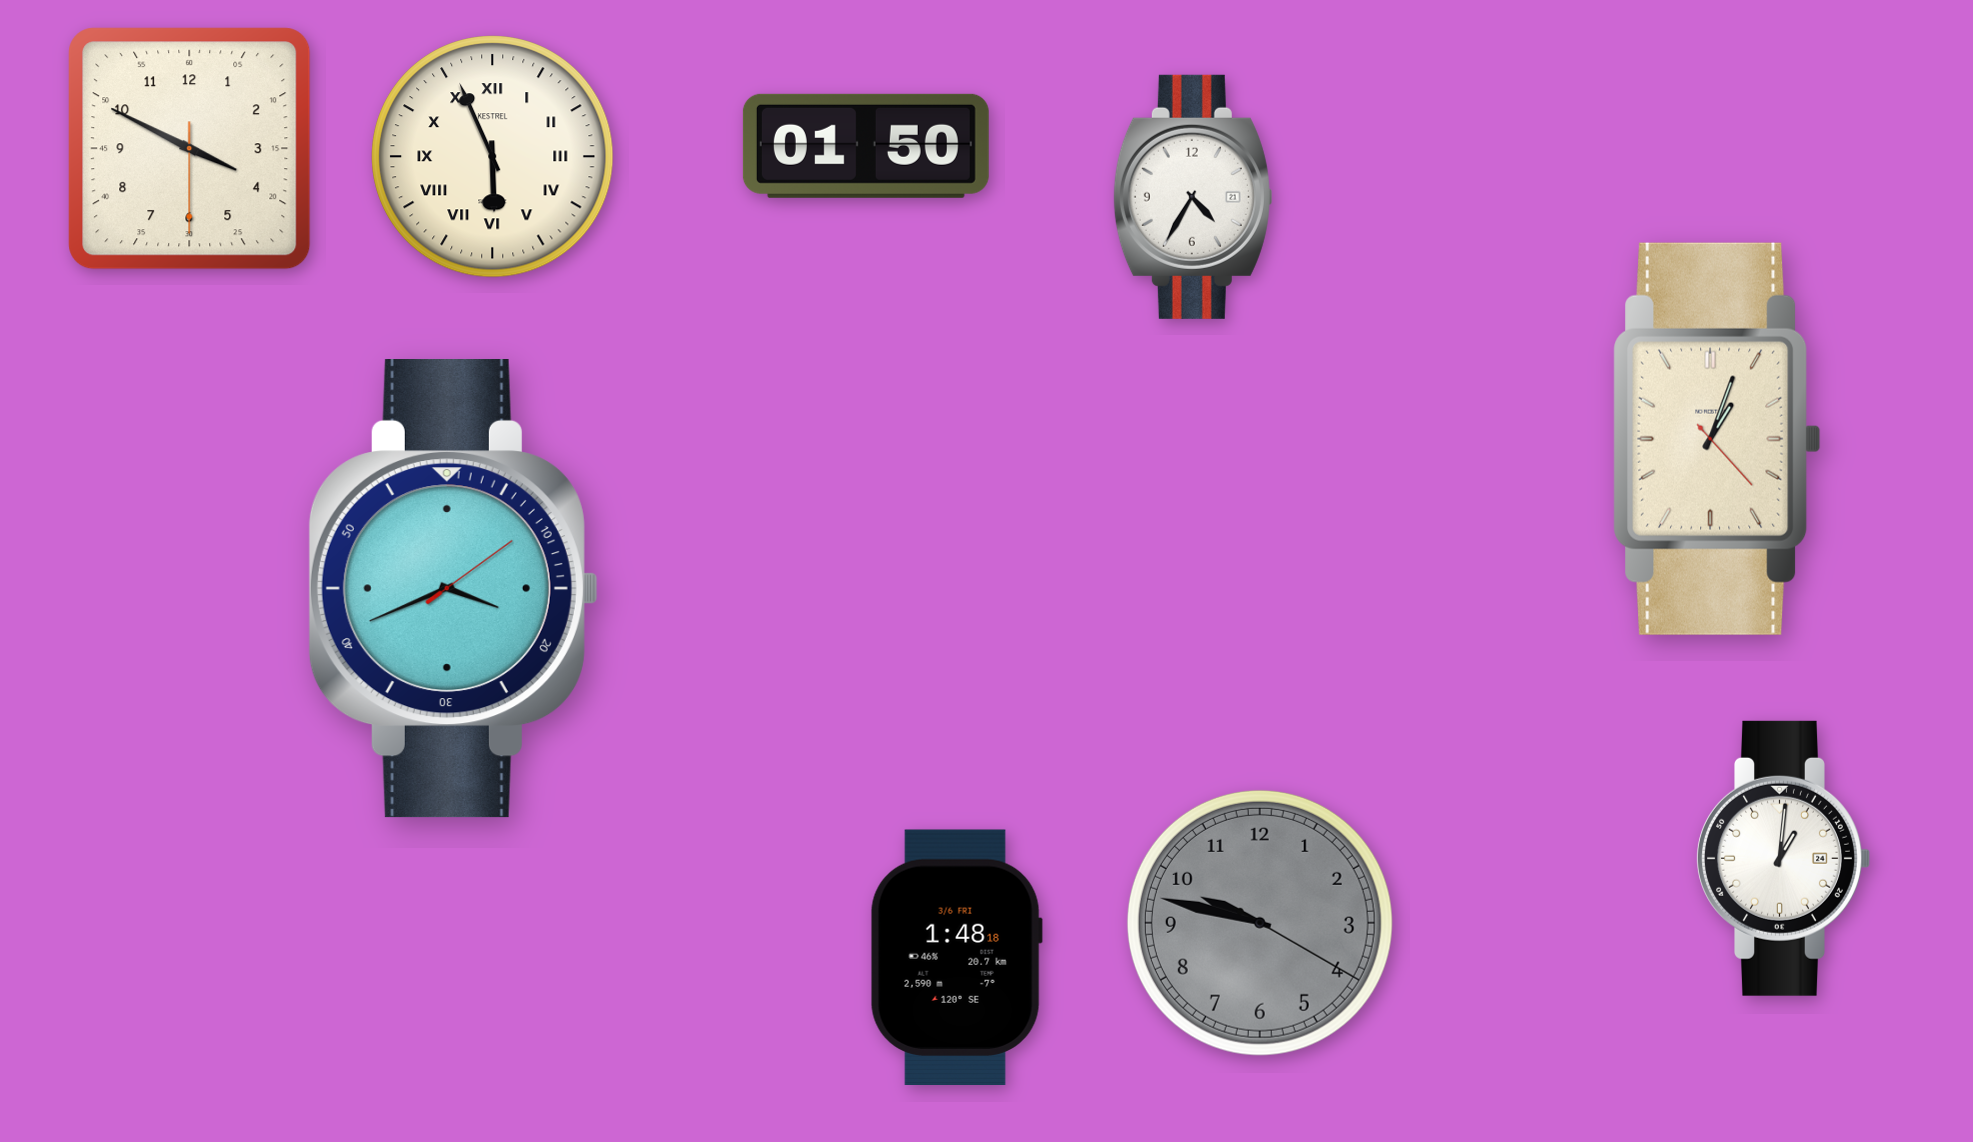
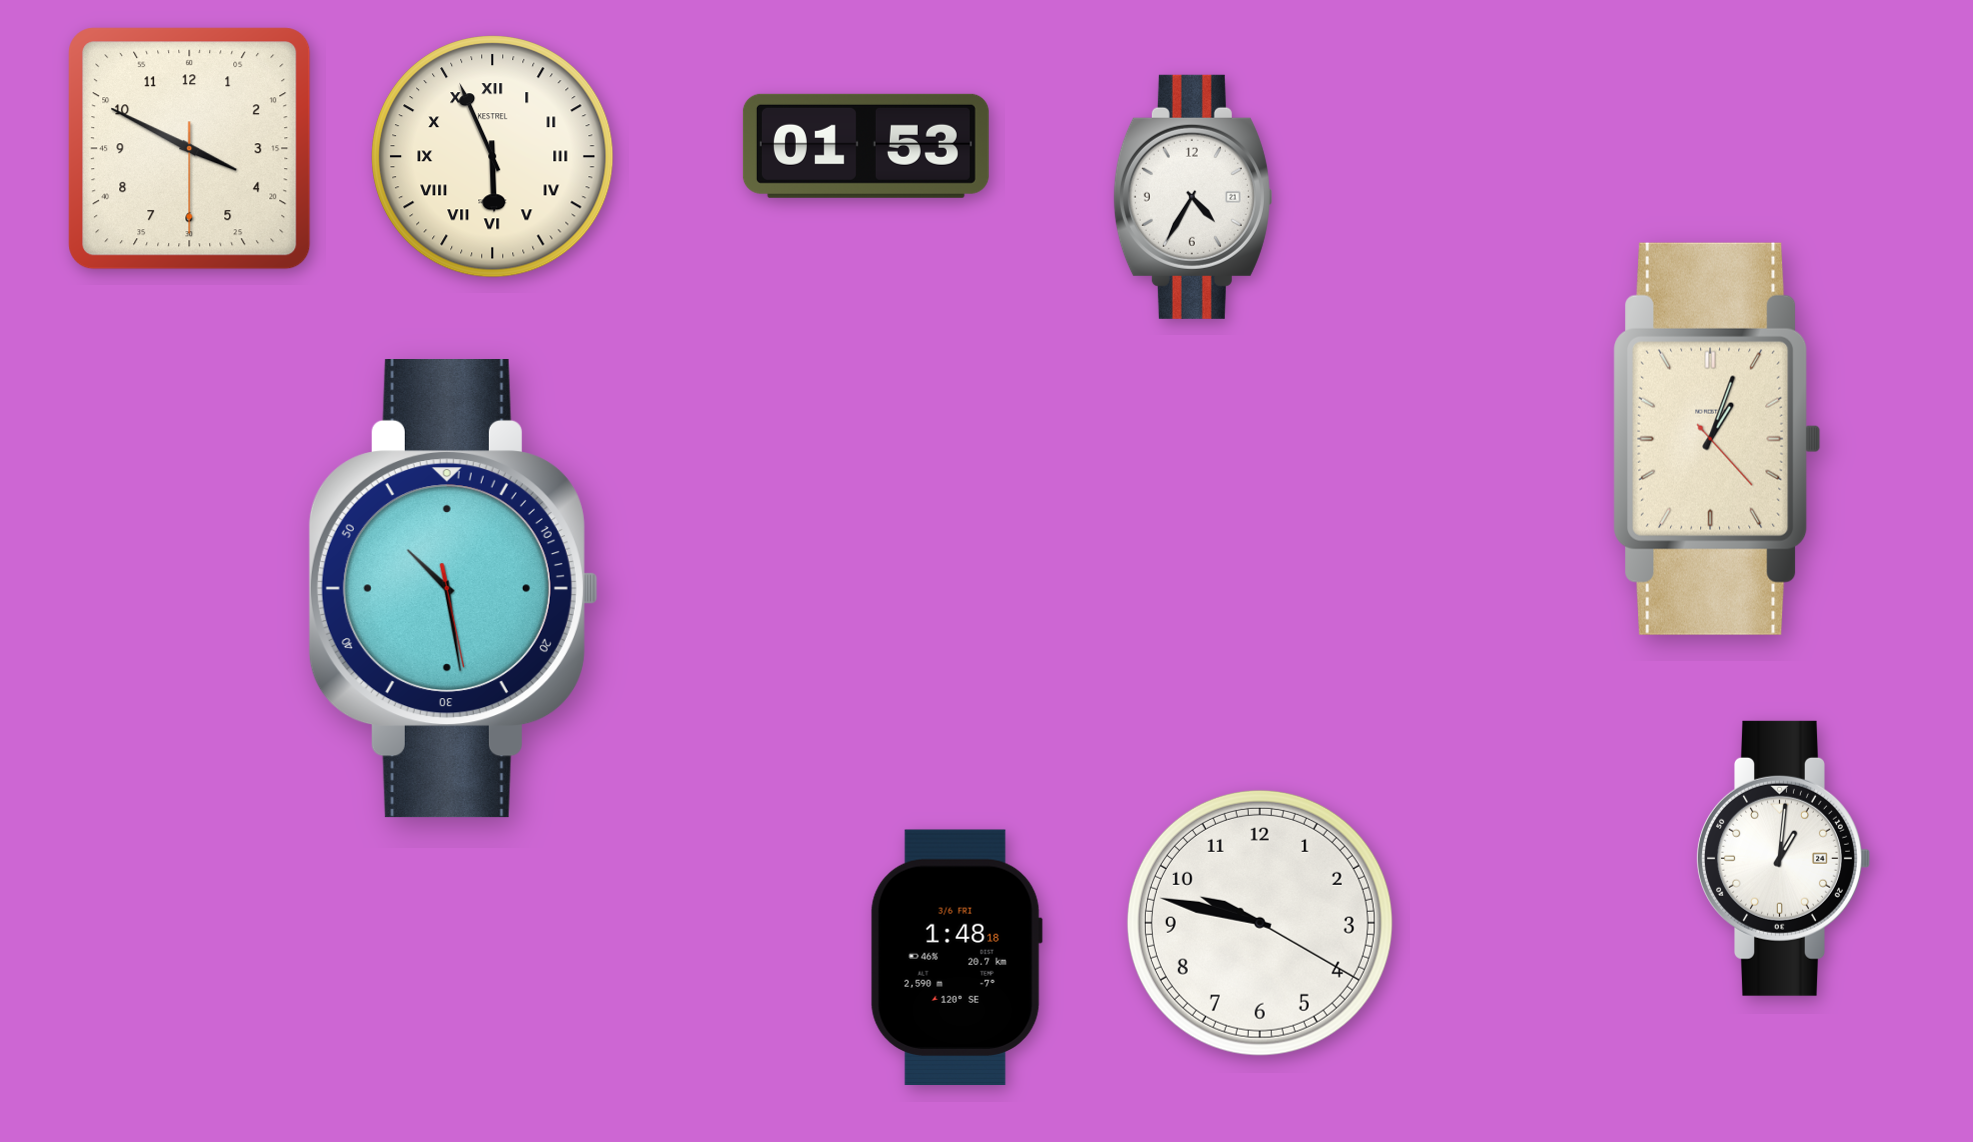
clock at (866, 146): 01:50 -> 01:53
clock at (453, 589): 3:41 -> 10:28
clock at (1260, 923) dial: grey -> white
